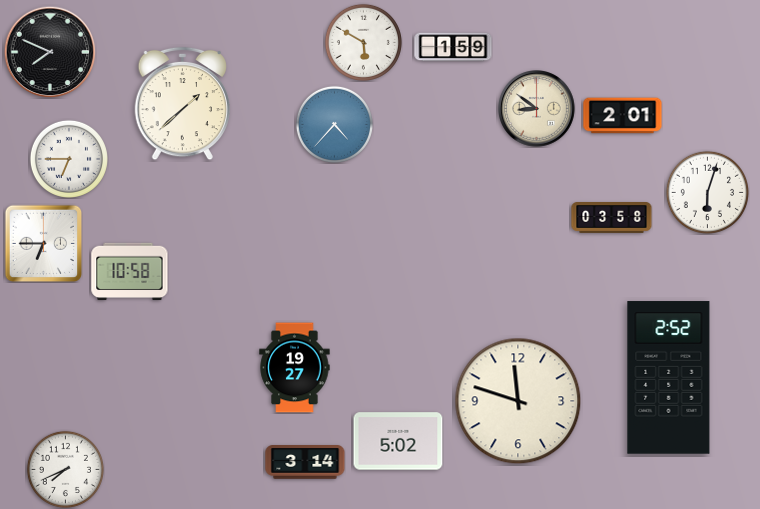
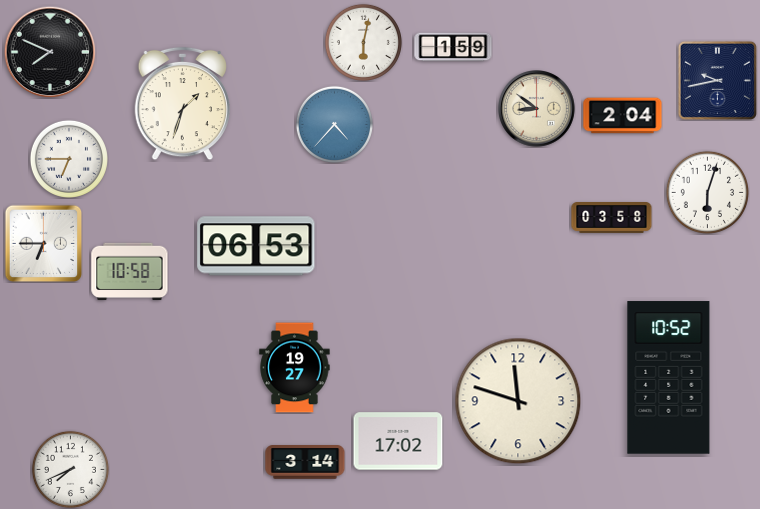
clock at (363, 42): 5:50 -> 6:02
clock at (717, 80): none -> 9:43
clock at (182, 104): 1:38 -> 1:33
clock at (623, 116): 2:01 -> 2:04
clock at (256, 246): none -> 06:53
clock at (669, 378): 2:52 -> 10:52
clock at (398, 441): 5:02 -> 17:02
clock at (65, 469) position: (65, 469) -> (70, 469)
